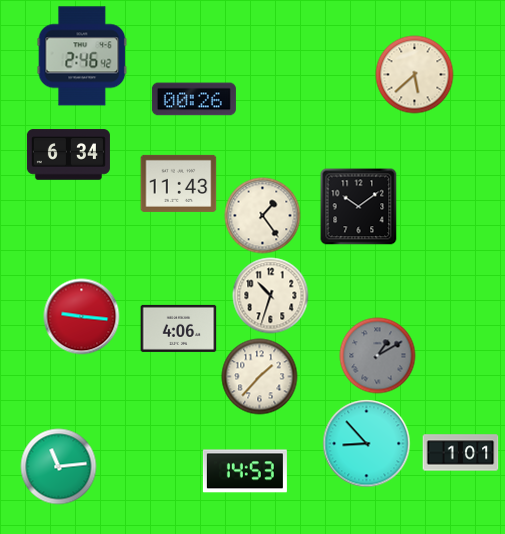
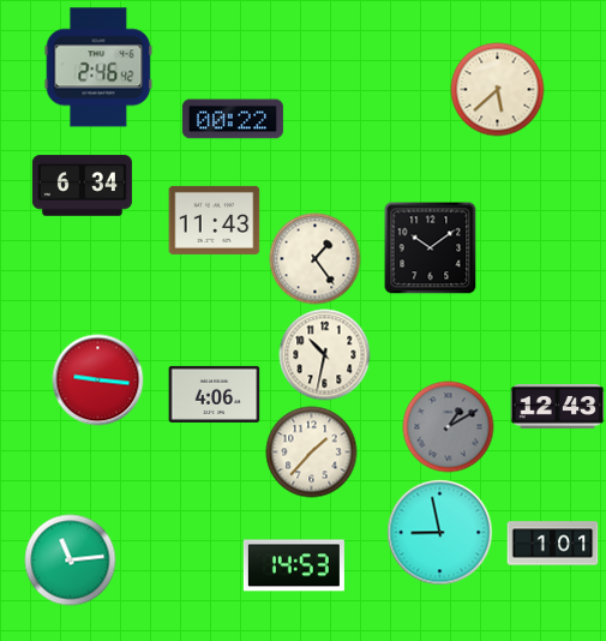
clock at (194, 99): 00:26 -> 00:22
clock at (271, 296): 10:33 -> 10:32
clock at (558, 406): none -> 12:43
clock at (378, 356) position: (378, 356) -> (449, 427)
clock at (367, 444): 8:53 -> 8:58
